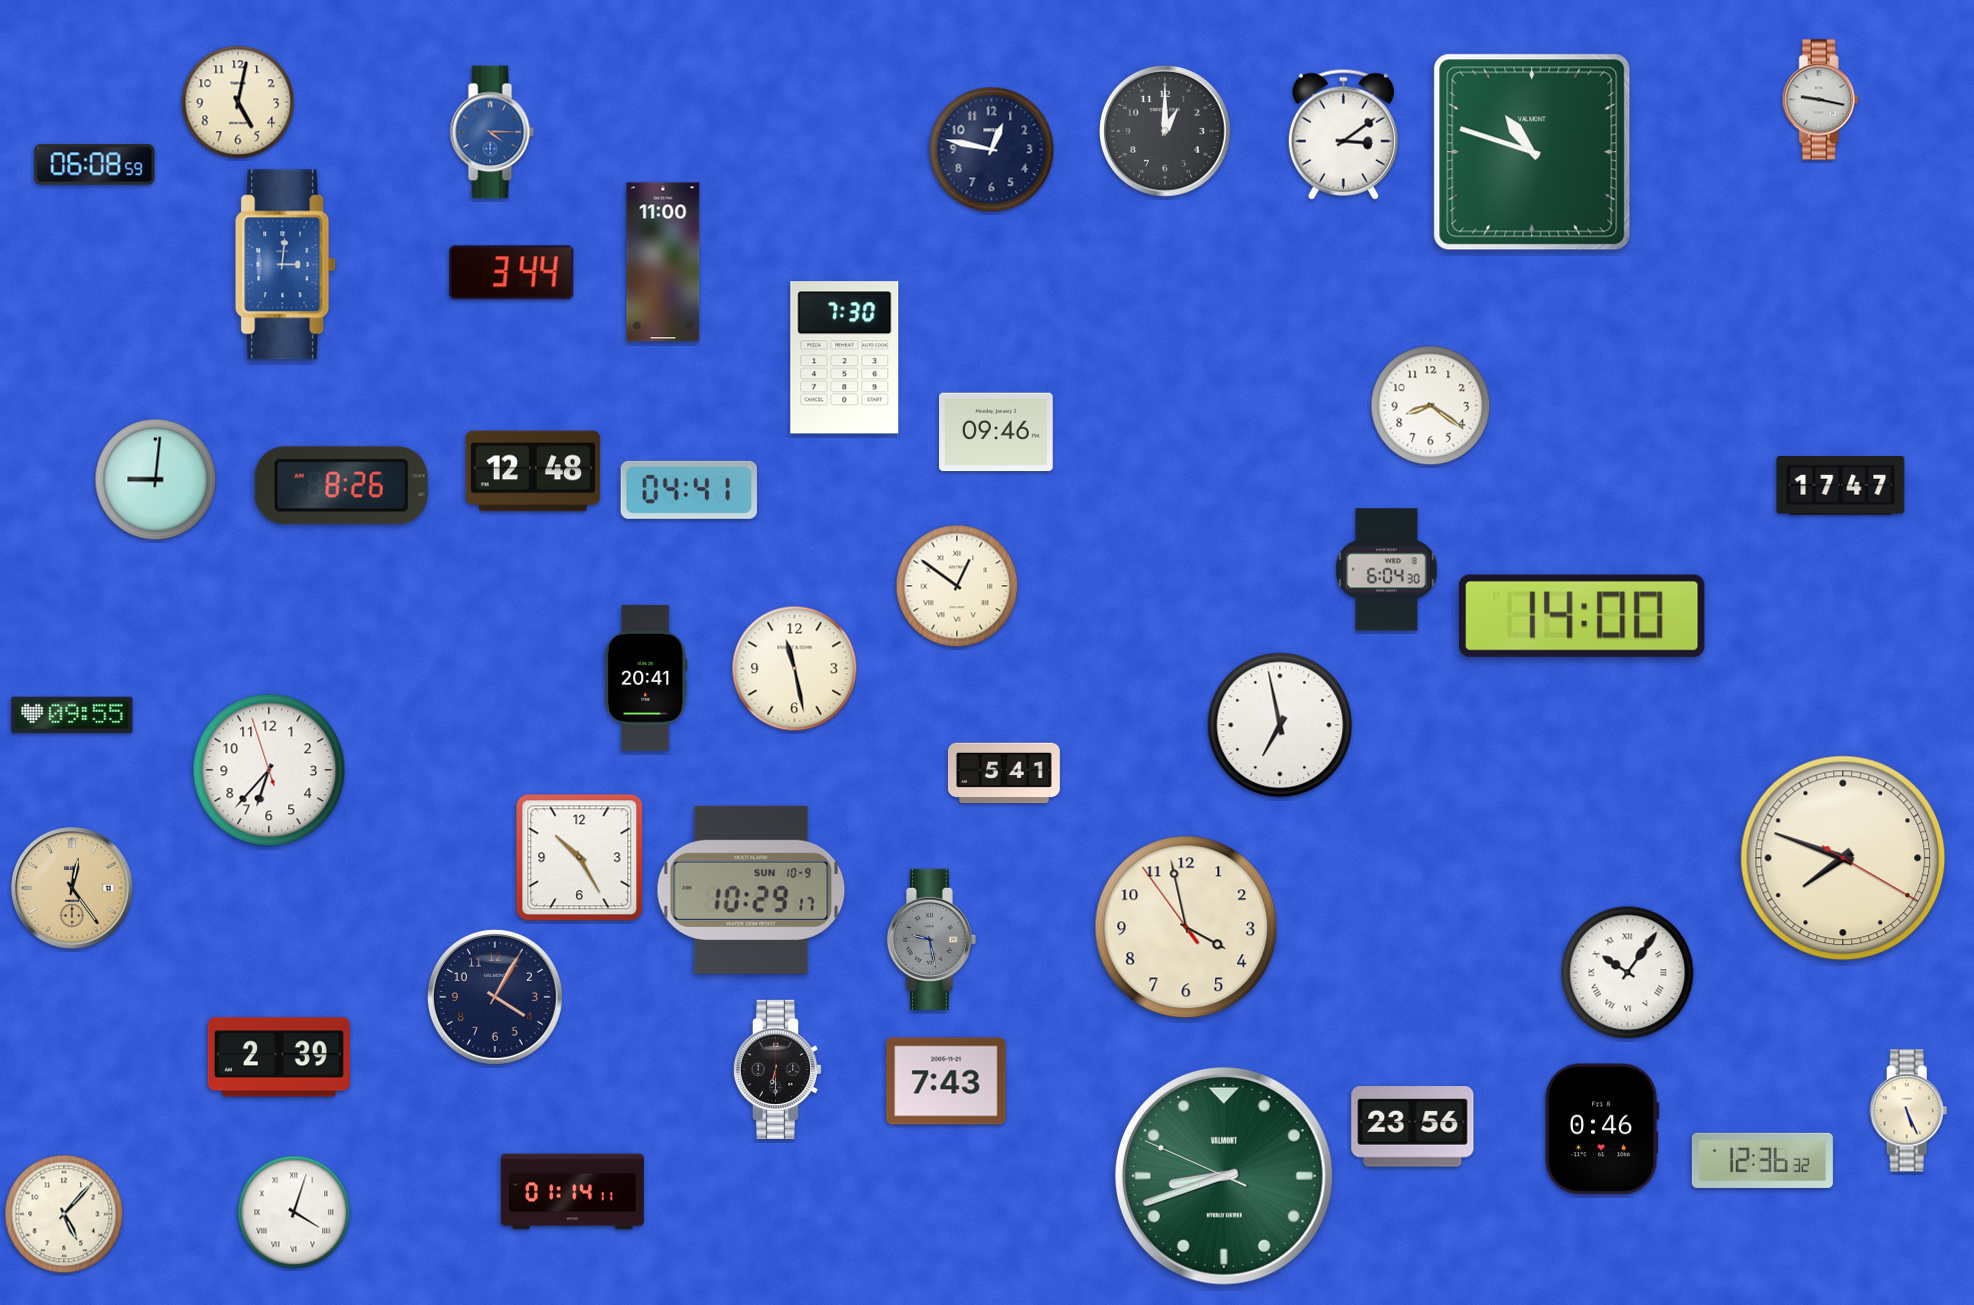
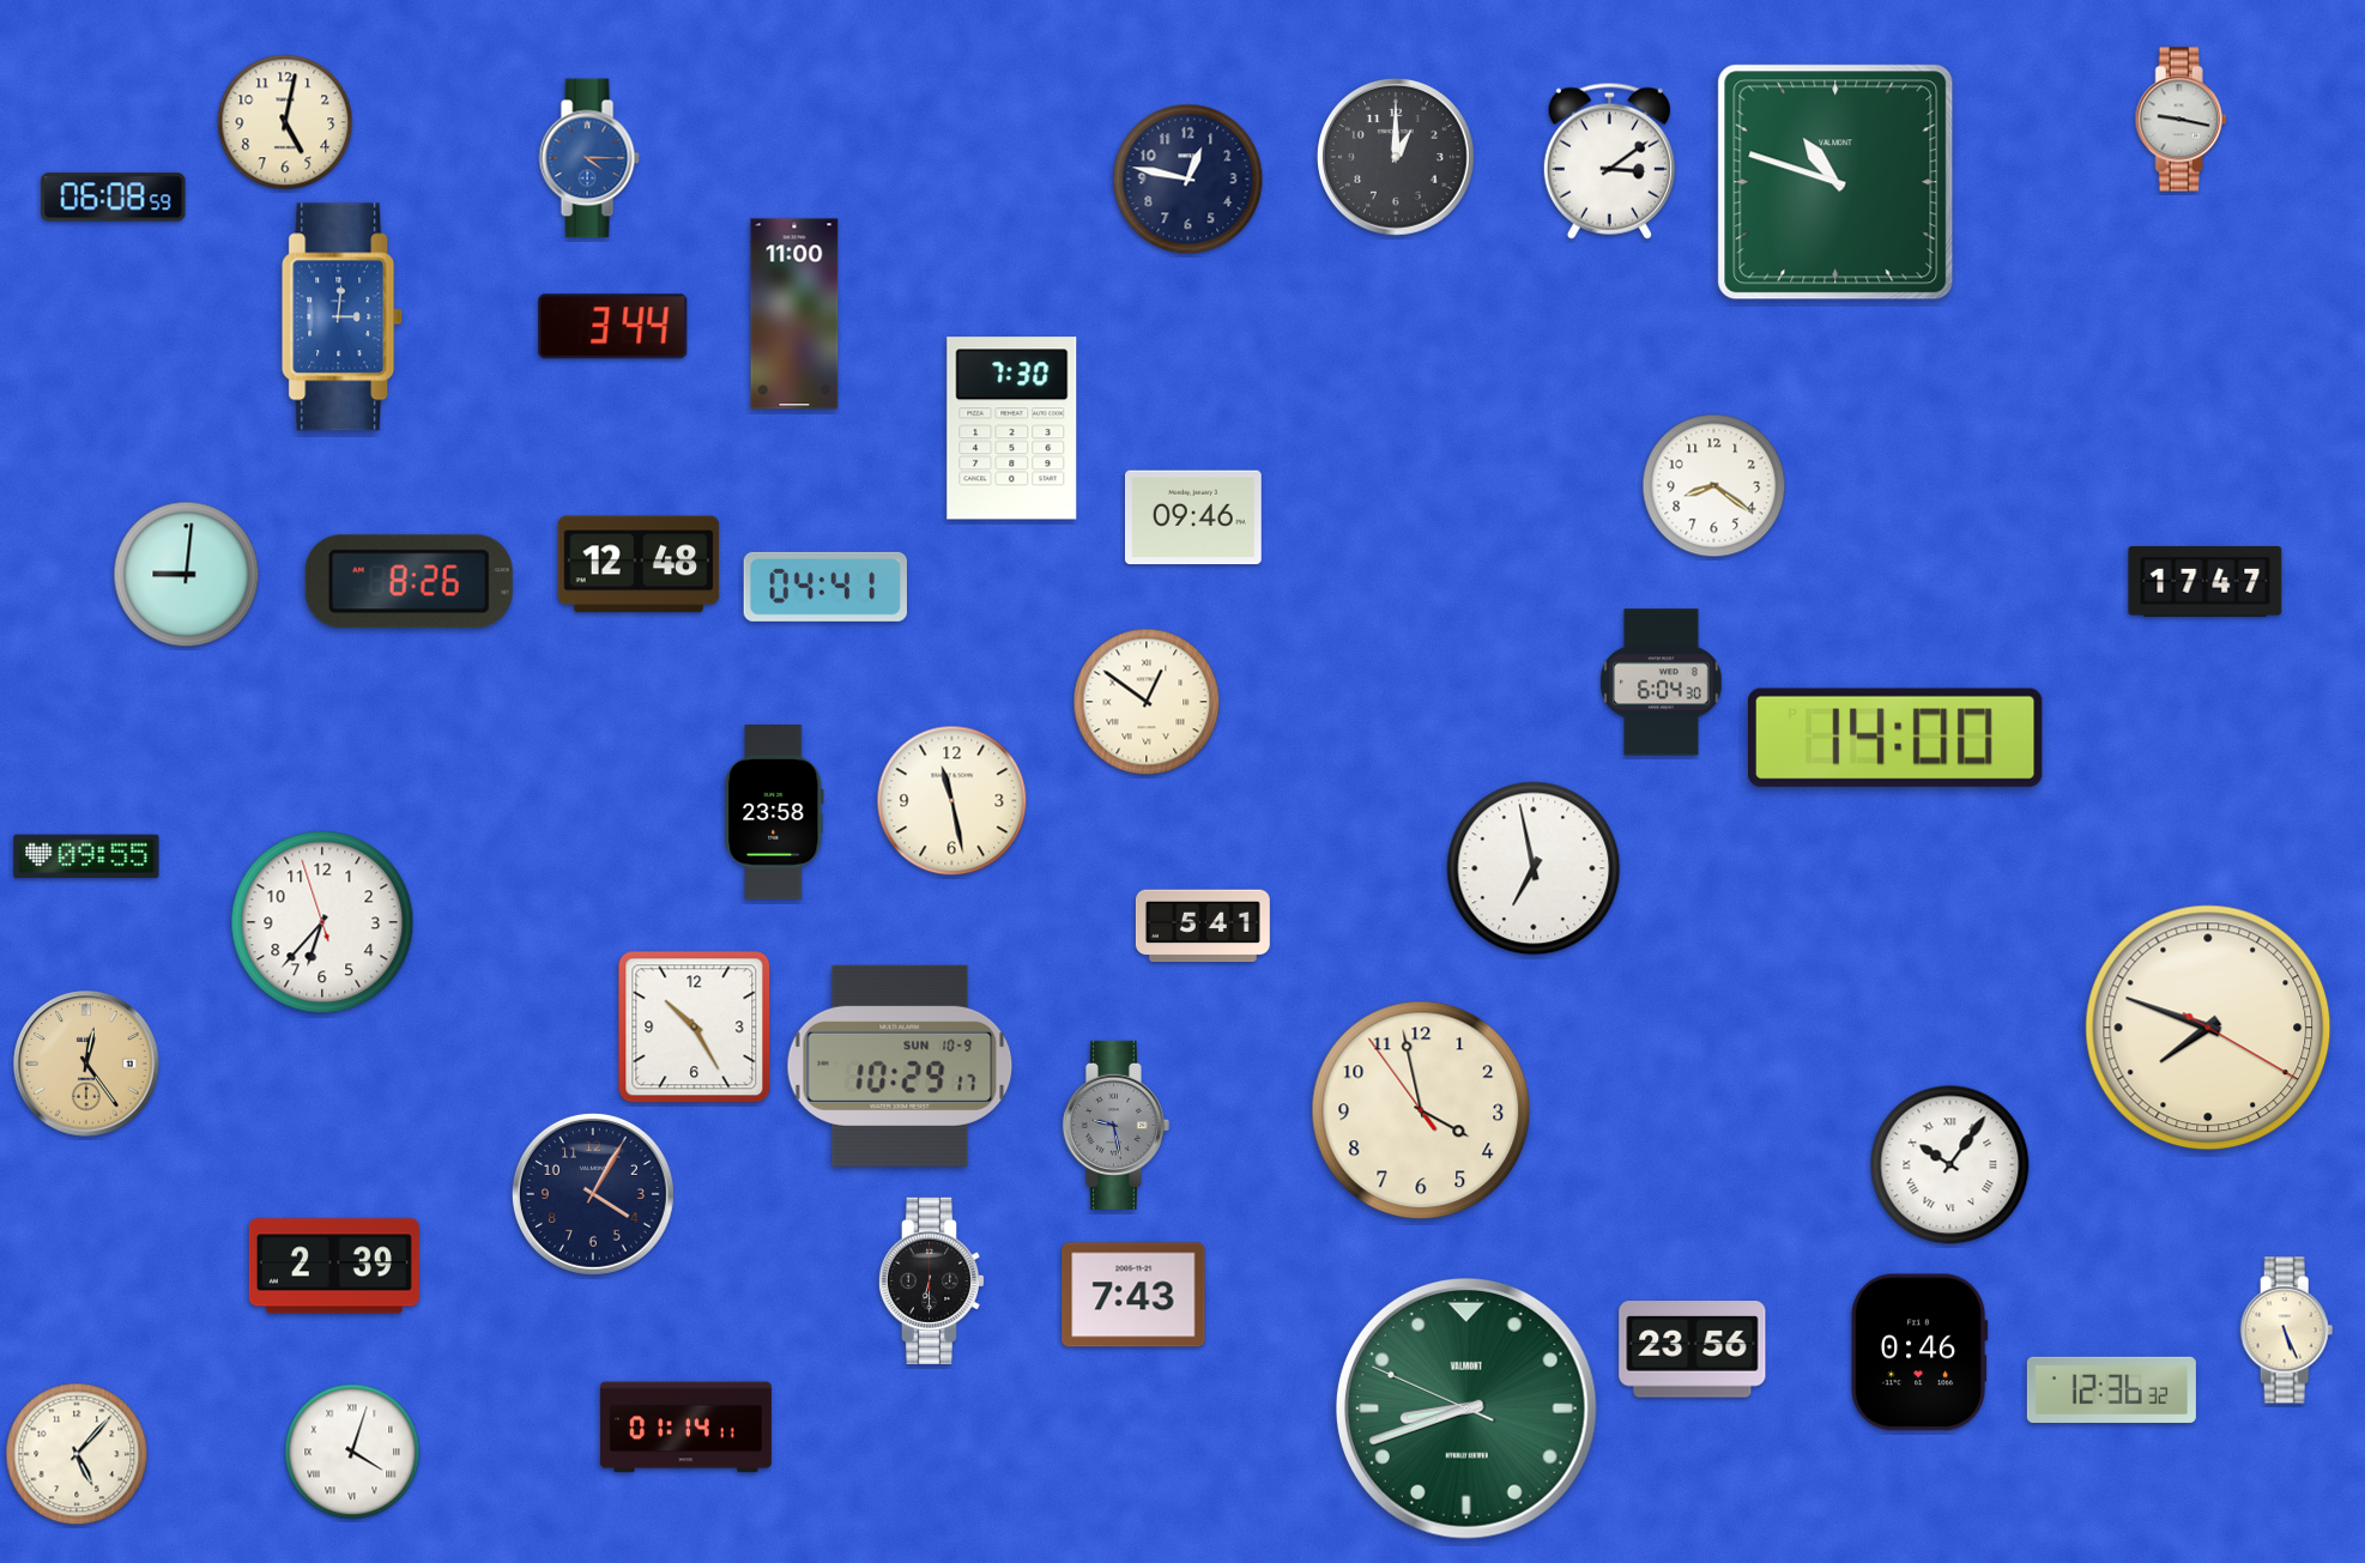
clock at (646, 679): 20:41 -> 23:58
